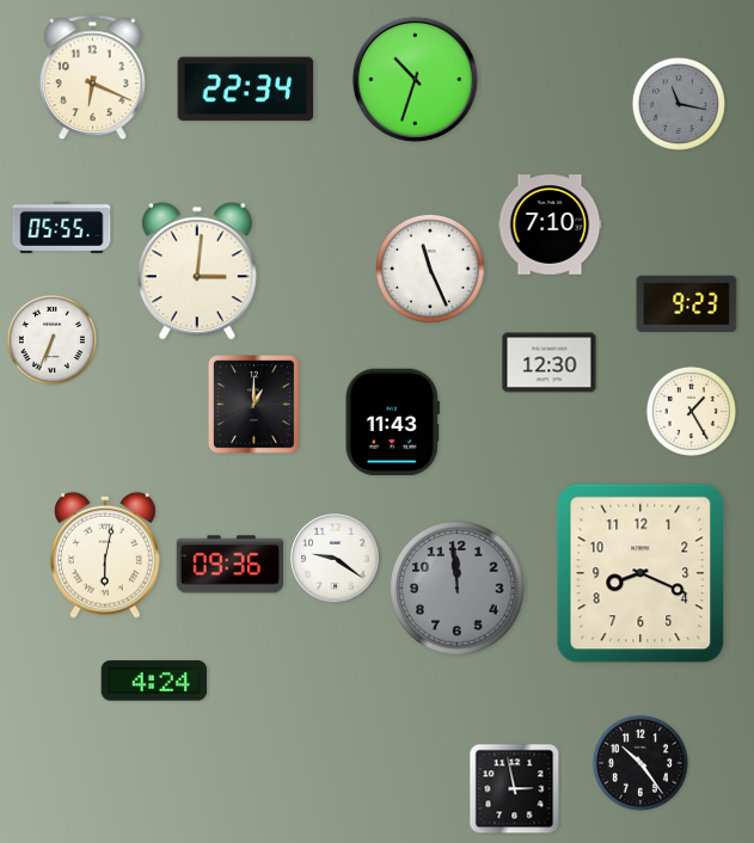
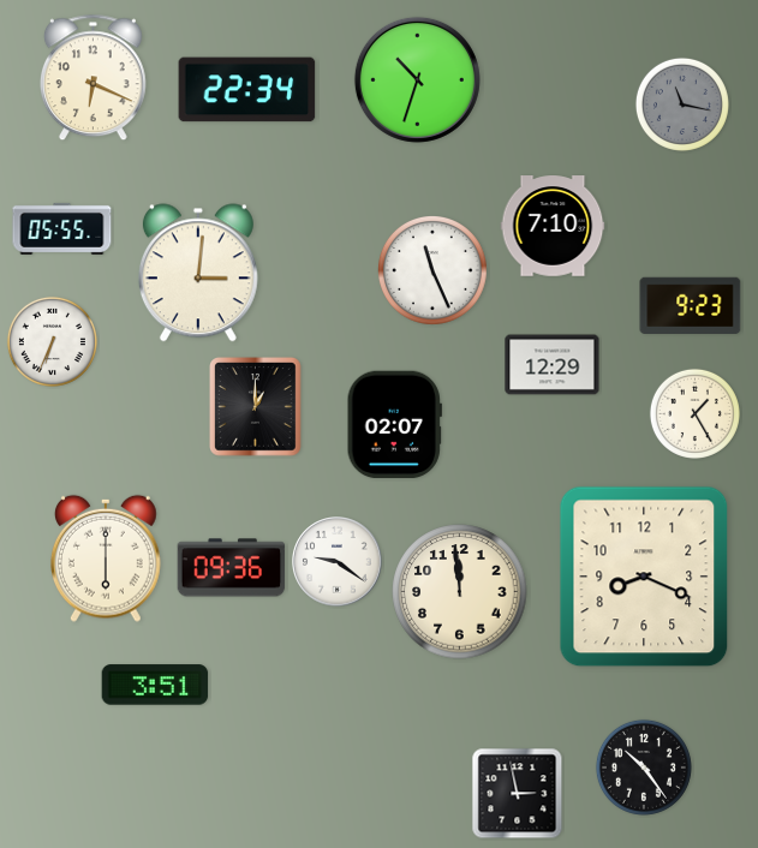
clock at (550, 363): 12:30 -> 12:29
clock at (392, 423): 11:43 -> 02:07
clock at (105, 555): 6:02 -> 6:00
clock at (458, 589) dial: grey -> cream
clock at (154, 681): 4:24 -> 3:51
